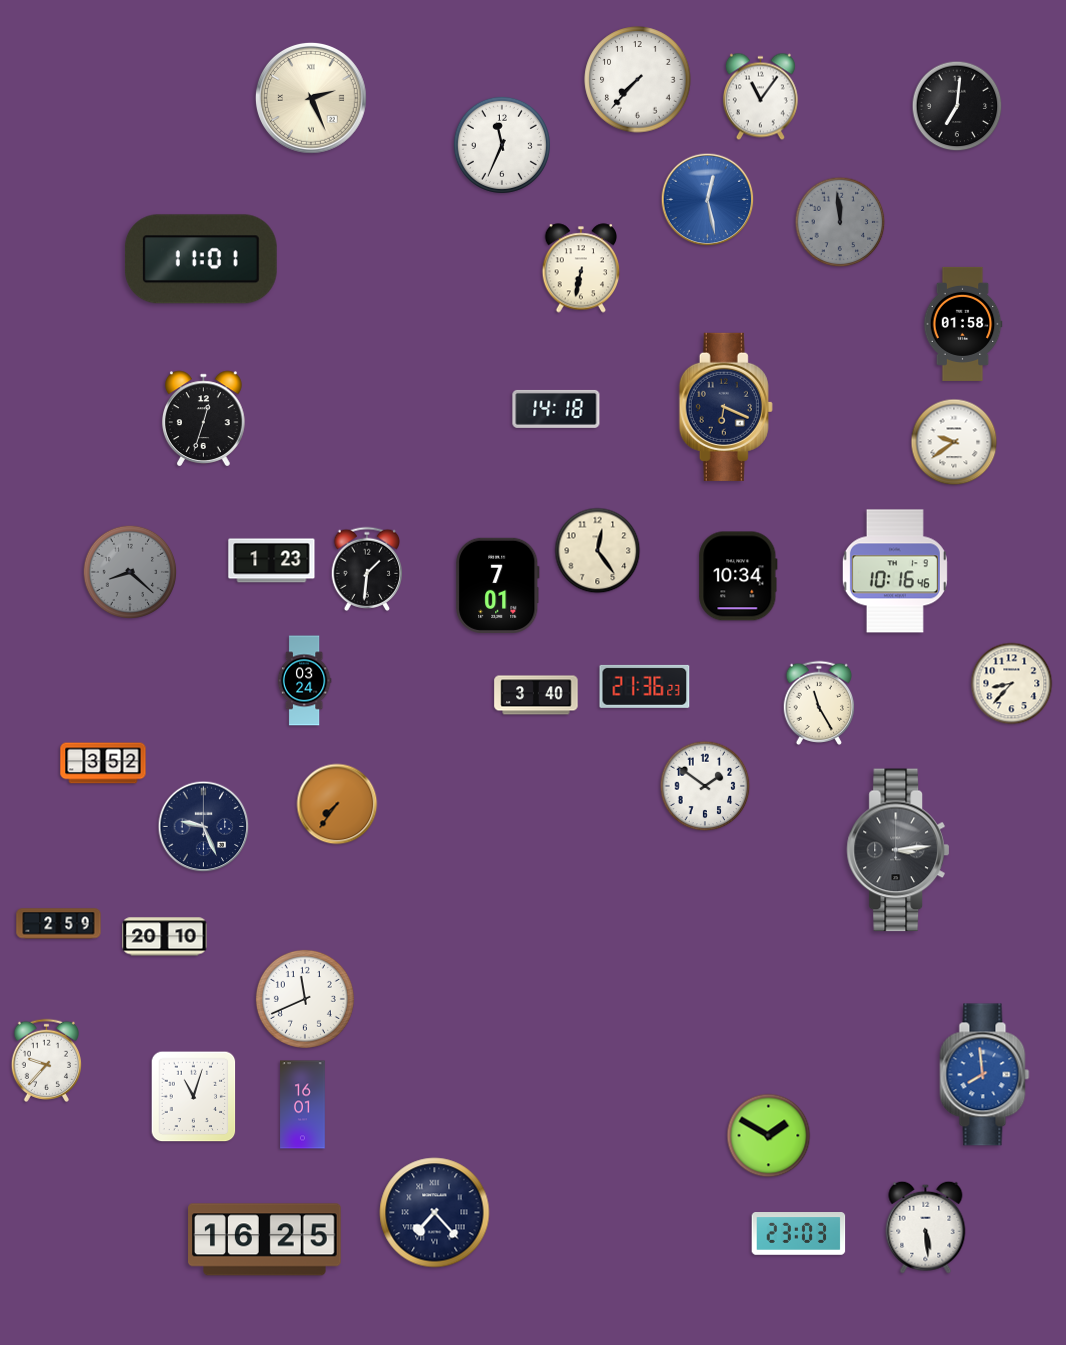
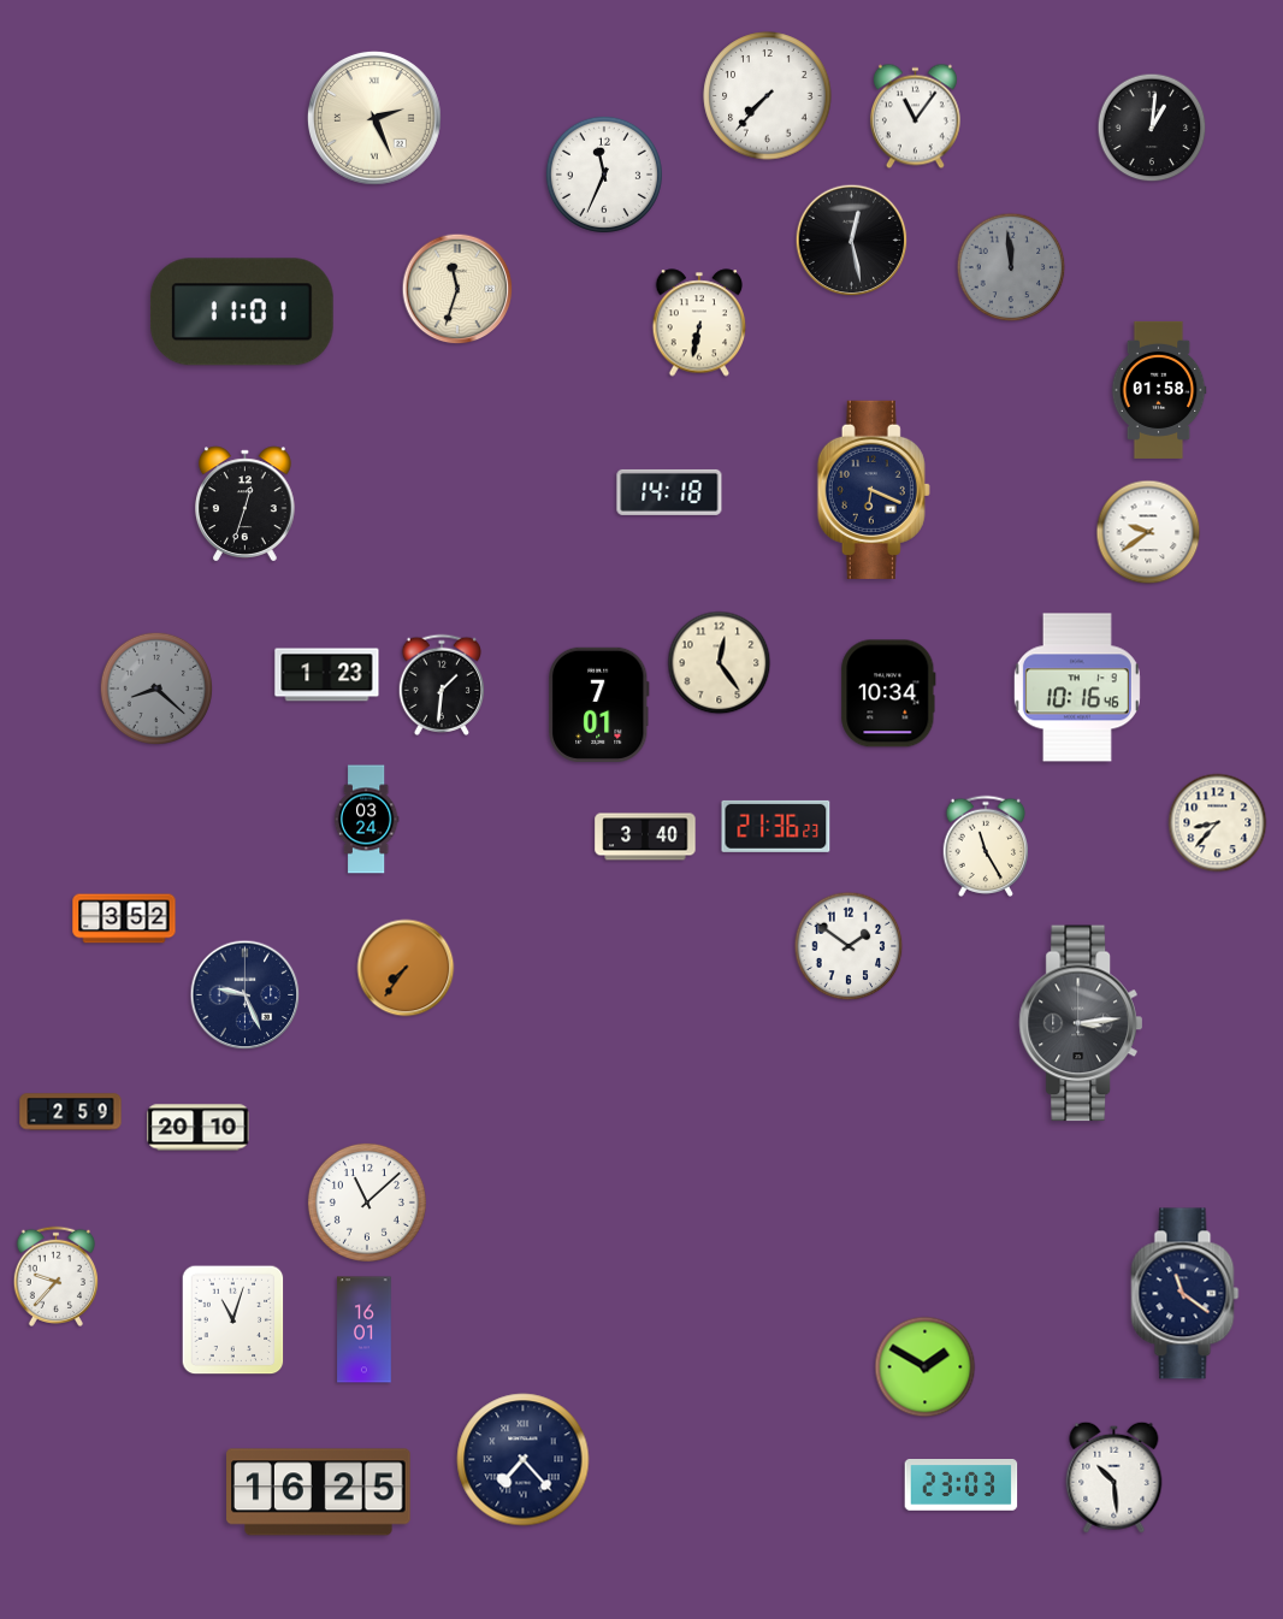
clock at (957, 106): 7:01 -> 1:01
clock at (708, 200) dial: blue -> black
clock at (457, 289): none -> 11:33
clock at (305, 999): 11:41 -> 11:08
clock at (985, 1075): 7:59 -> 11:21
clock at (985, 1075) dial: blue -> navy
clock at (926, 1227): 5:29 -> 10:29
